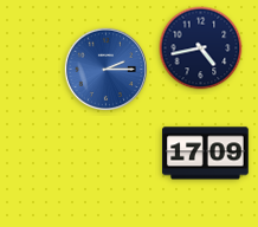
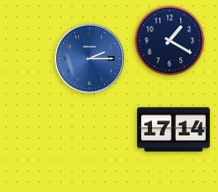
clock at (201, 48): 4:43 -> 1:20
clock at (206, 154): 17:09 -> 17:14
